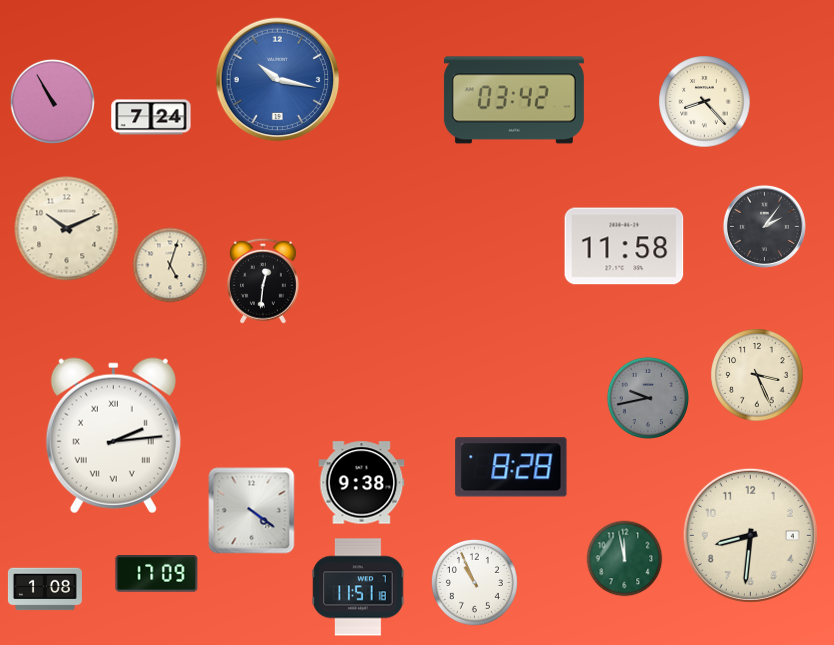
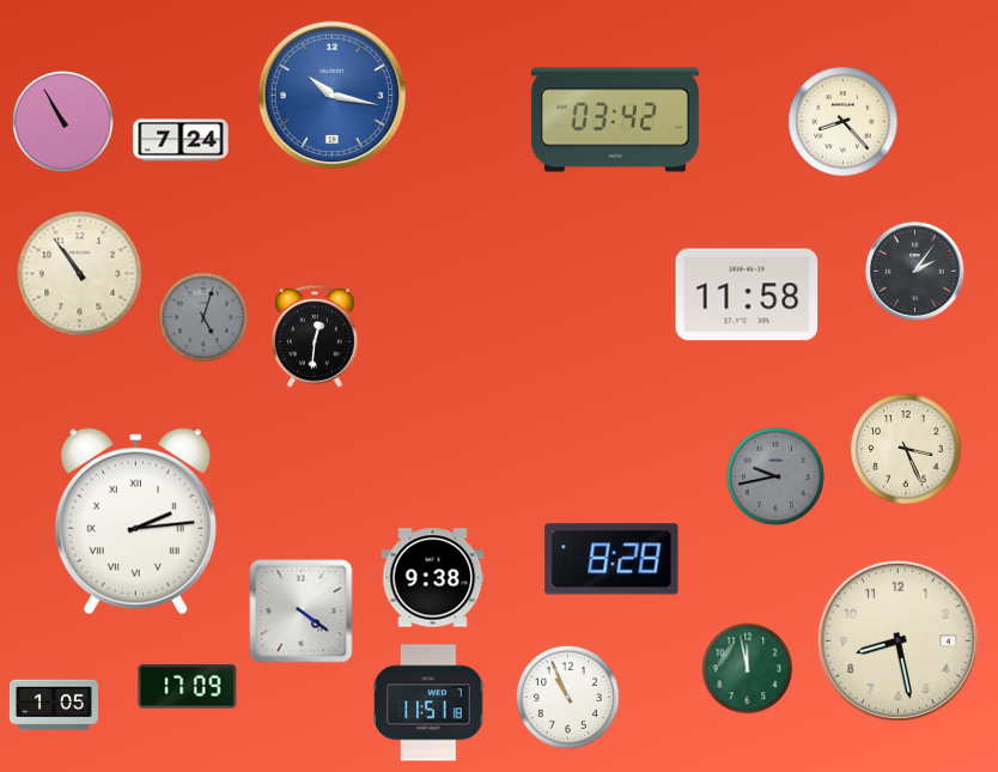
clock at (67, 229): 10:11 -> 10:54
clock at (170, 265) dial: cream -> grey
clock at (750, 535): 8:31 -> 8:28
clock at (45, 589): 1:08 -> 1:05
